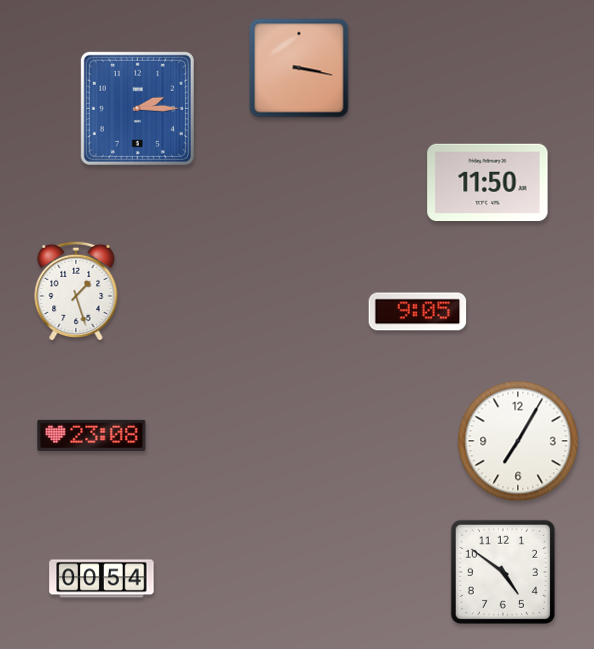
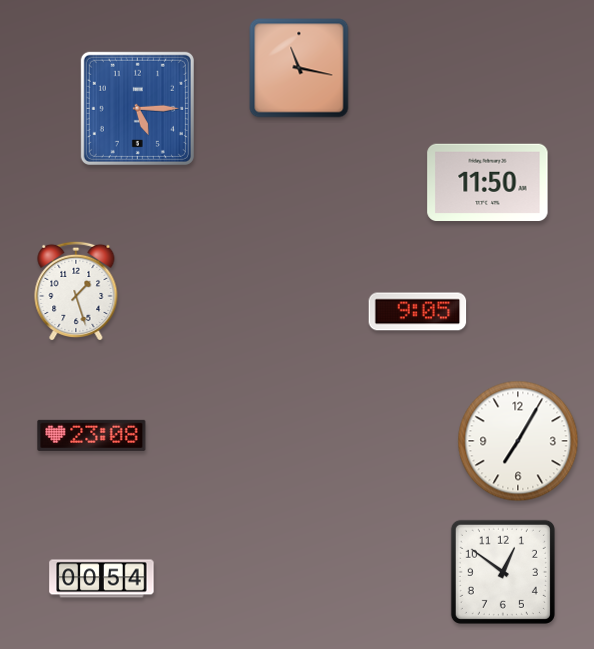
clock at (299, 68): 3:17 -> 11:17
clock at (137, 108): 2:15 -> 5:15
clock at (503, 572): 4:51 -> 12:51
